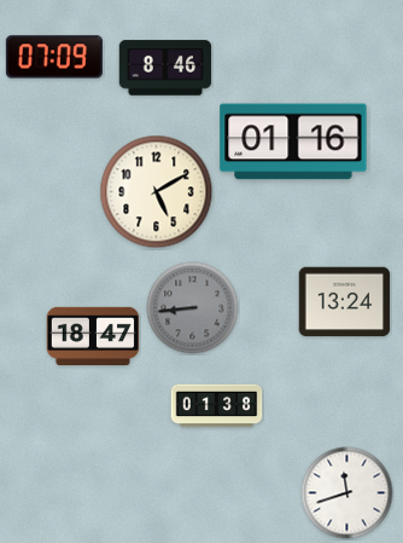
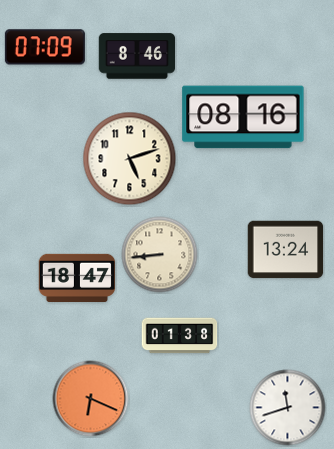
clock at (293, 141): 01:16 -> 08:16
clock at (157, 192): 5:10 -> 5:12
clock at (193, 308) dial: grey -> cream
clock at (91, 399): none -> 6:19
